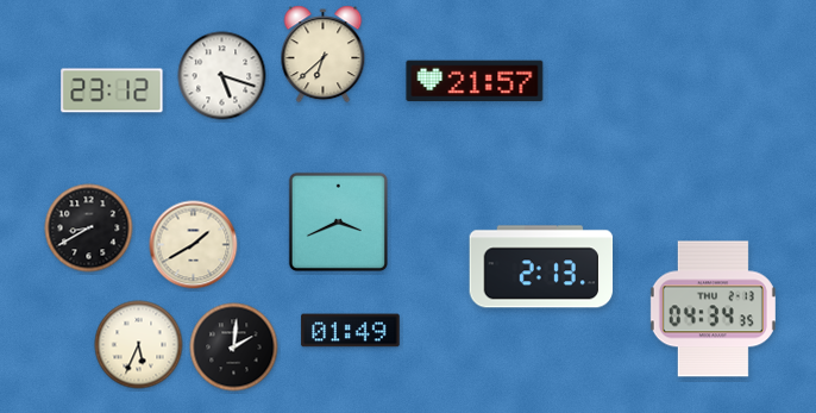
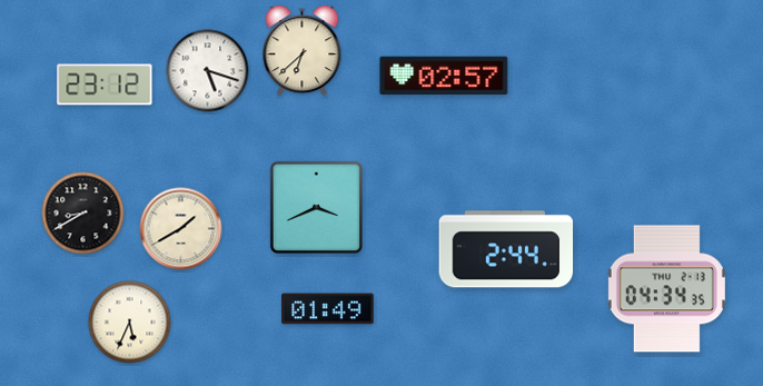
clock at (475, 81): 21:57 -> 02:57
clock at (541, 267): 2:13 -> 2:44
clock at (234, 348): 2:01 -> none
